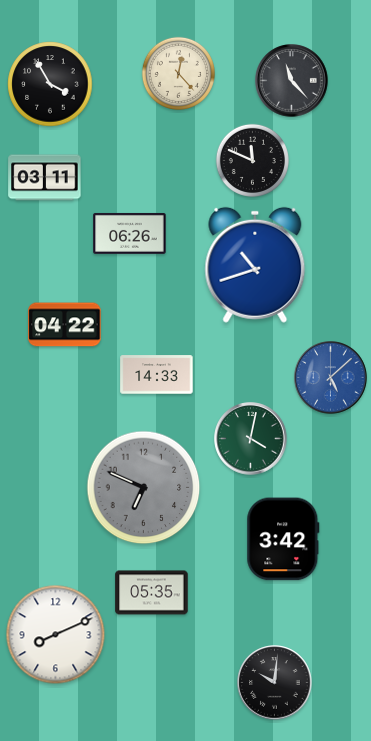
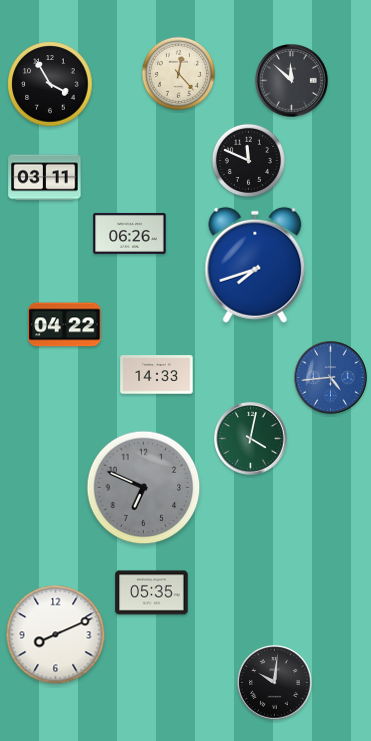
clock at (292, 81): 11:23 -> 11:52
clock at (252, 160) position: (252, 160) -> (248, 160)
clock at (255, 265): 10:42 -> 7:42
clock at (331, 378): 5:08 -> 4:44
clock at (283, 539): 3:42 -> none
